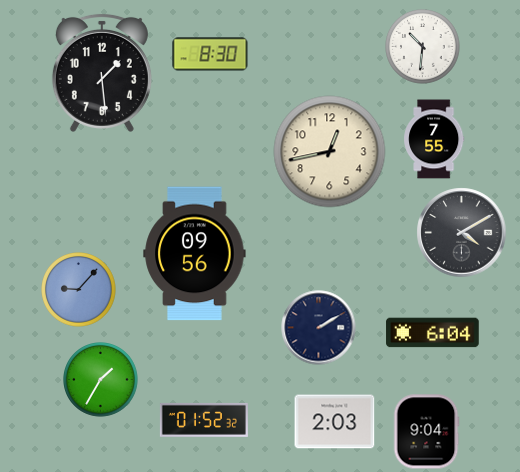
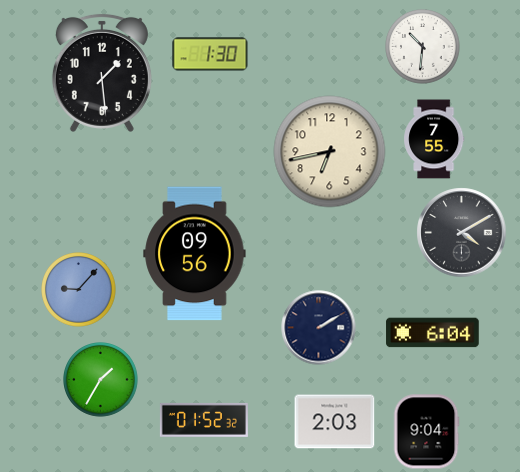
clock at (210, 54): 8:30 -> 1:30
clock at (330, 152): 12:43 -> 6:43
